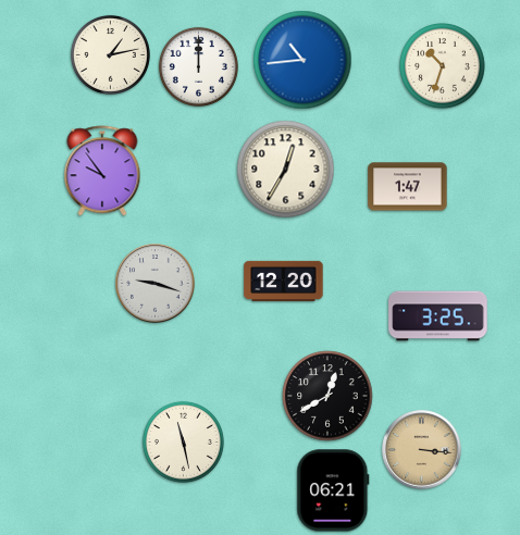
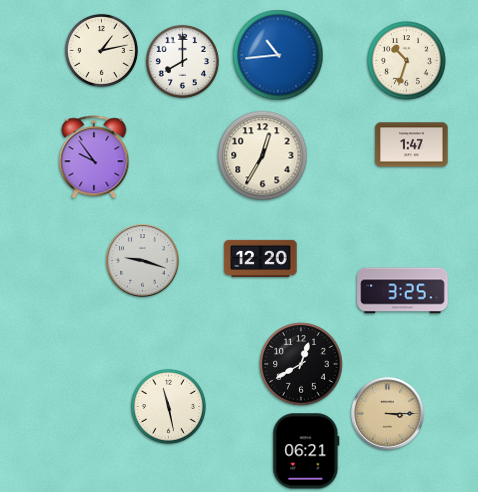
clock at (198, 66): 12:00 -> 8:00
clock at (408, 187) position: (408, 187) -> (412, 145)
clock at (422, 450): 3:16 -> 3:15
